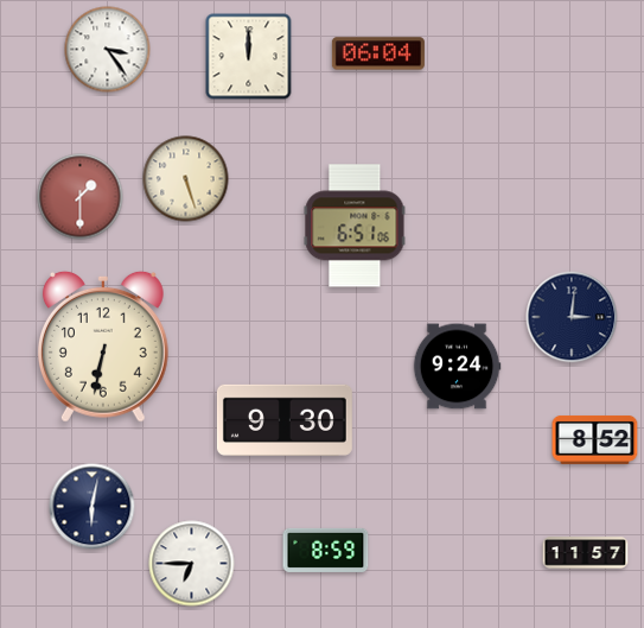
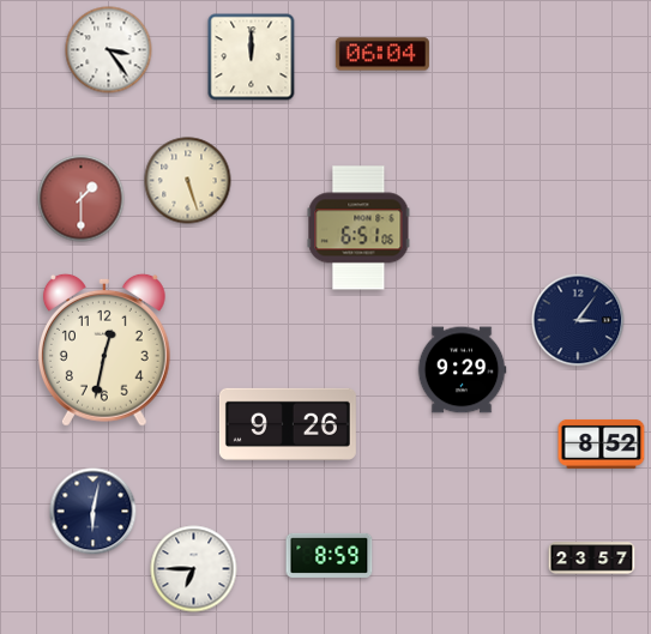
clock at (572, 317): 3:01 -> 3:06
clock at (103, 347): 6:32 -> 12:32
clock at (457, 367): 9:24 -> 9:29
clock at (285, 420): 9:30 -> 9:26
clock at (586, 553): 11:57 -> 23:57
